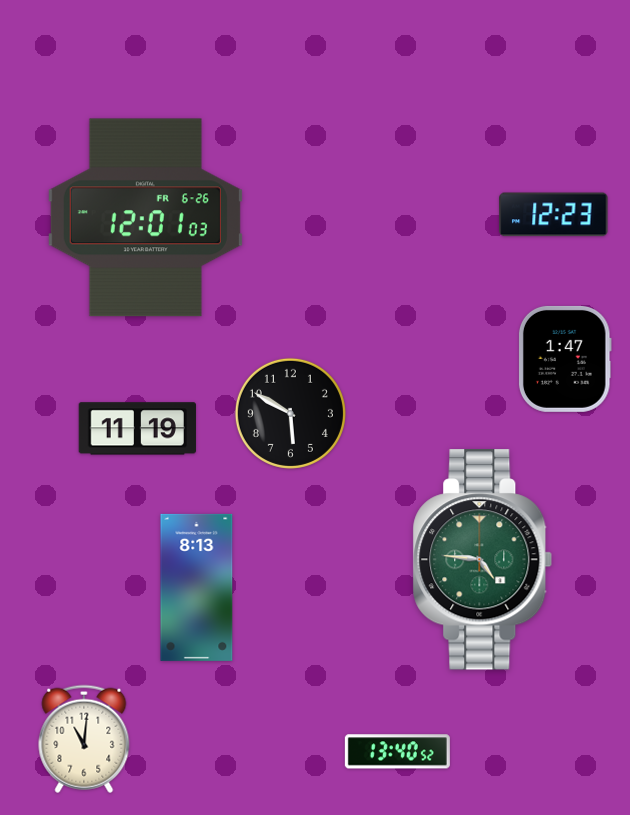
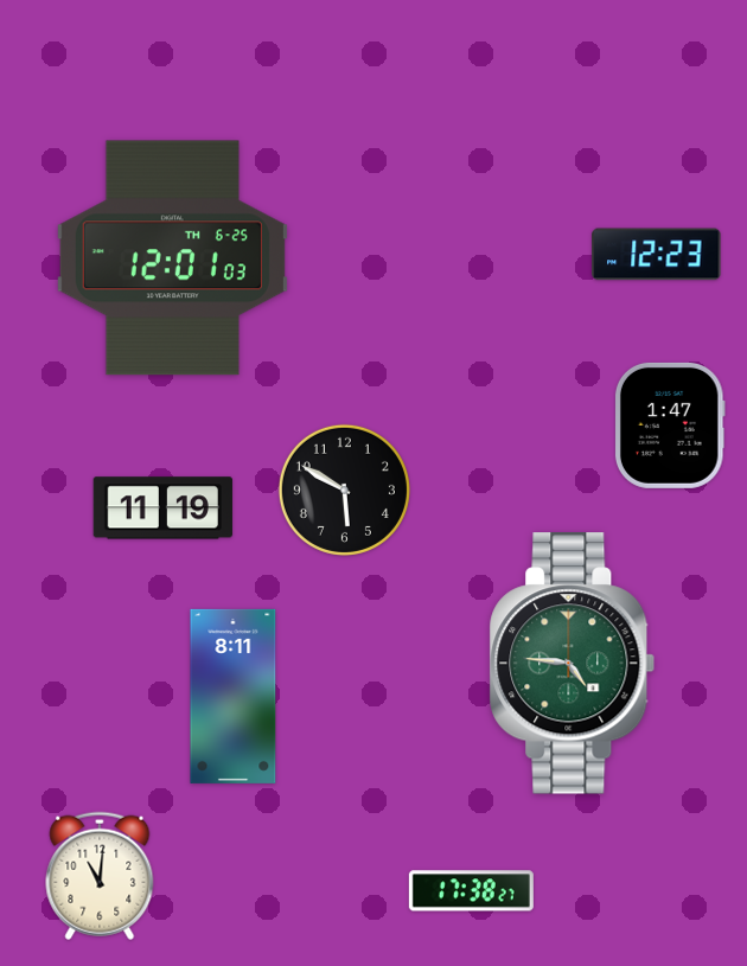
clock at (145, 218) date: FR 6-26 -> TH 6-25
clock at (197, 587): 8:13 -> 8:11
clock at (397, 752): 13:40 -> 17:38
